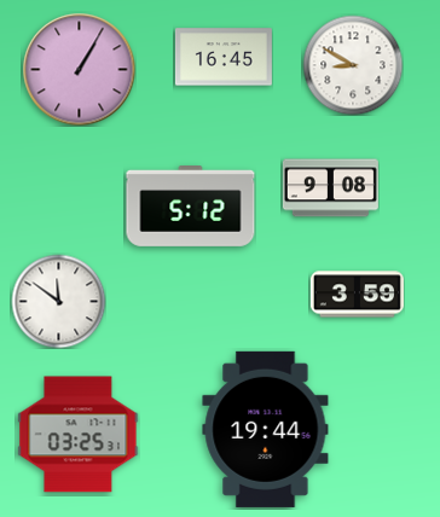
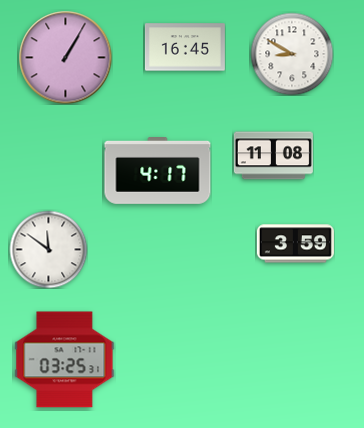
clock at (330, 188): 9:08 -> 11:08
clock at (191, 207): 5:12 -> 4:17
clock at (266, 429): 19:44 -> none
